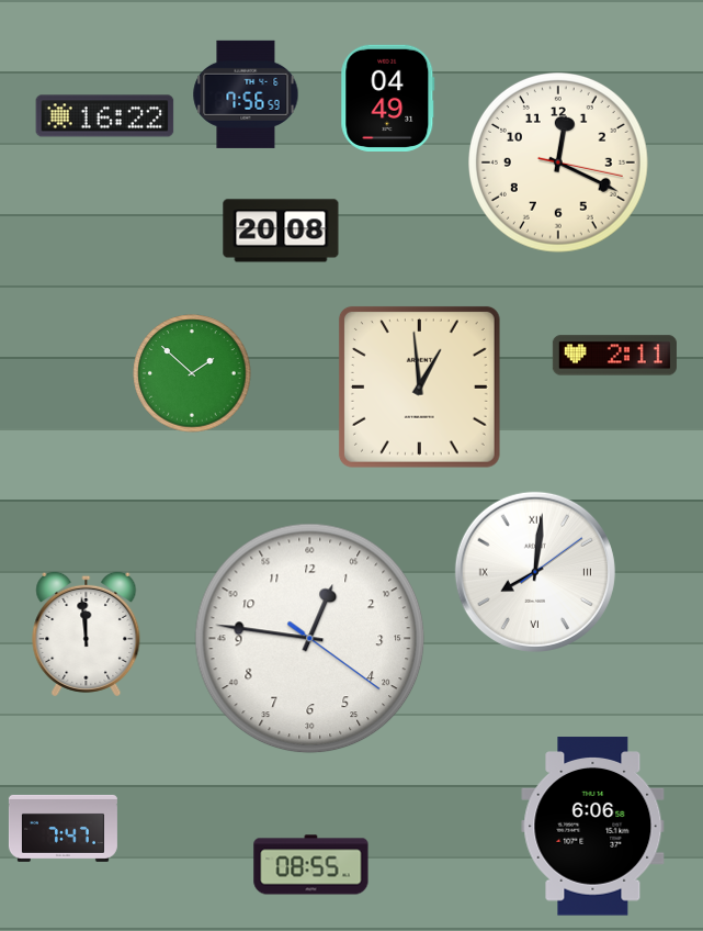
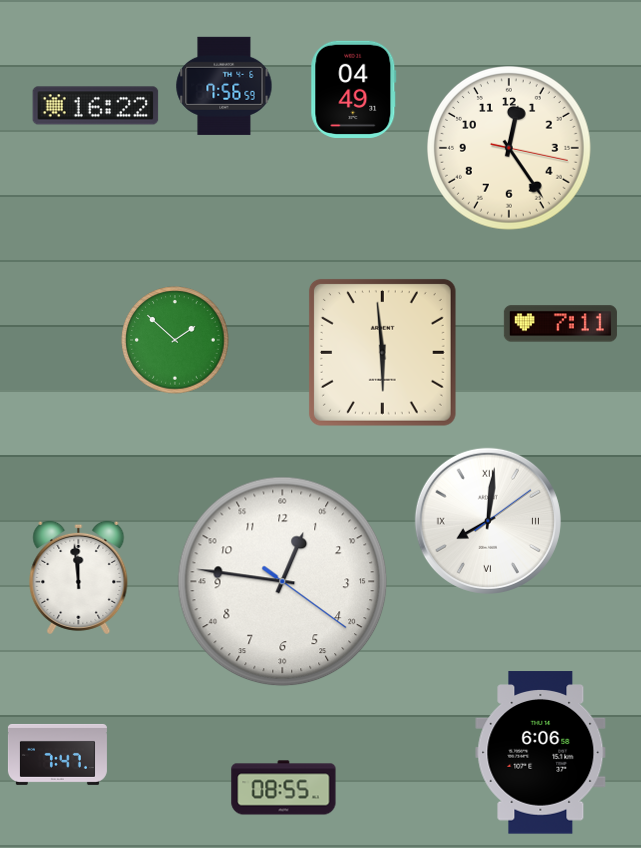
clock at (559, 164): 12:19 -> 12:24
clock at (281, 231): 20:08 -> none
clock at (614, 356): 2:11 -> 7:11
clock at (419, 386): 12:59 -> 5:59
